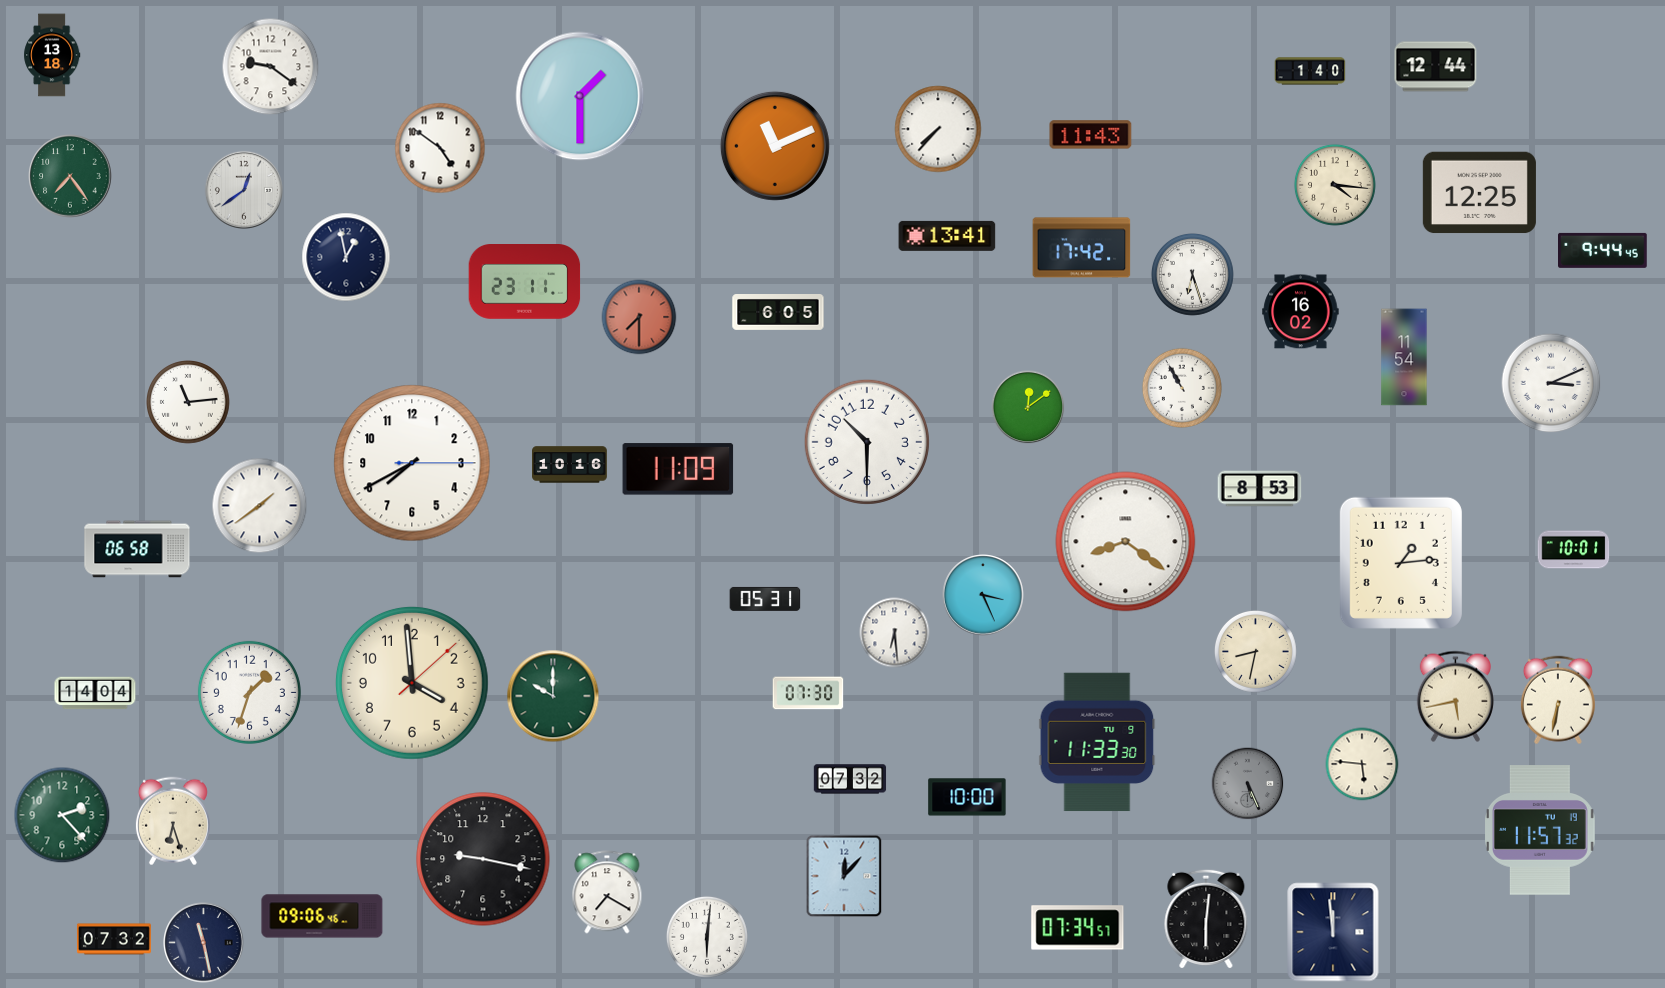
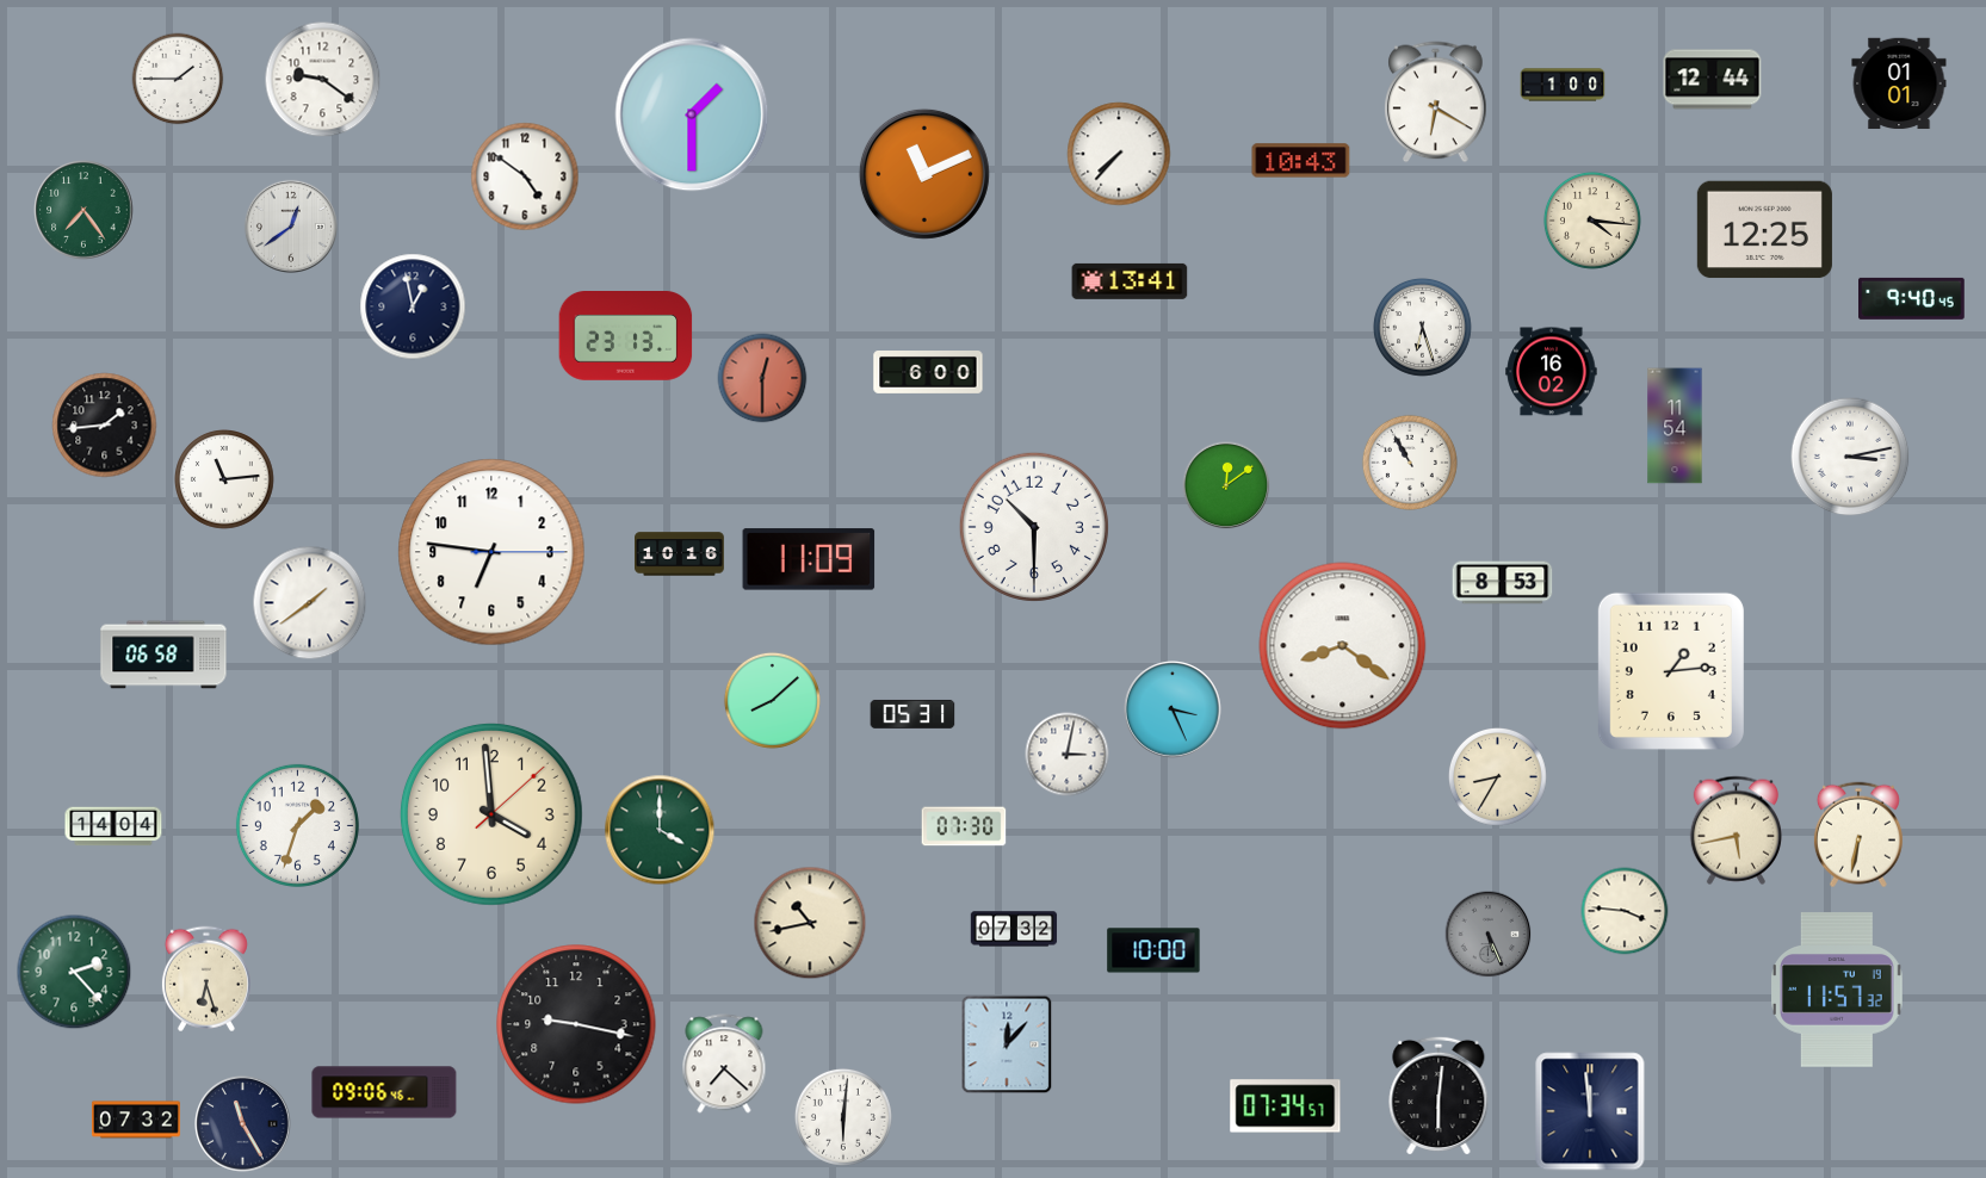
clock at (52, 55): 13:18 -> none
clock at (178, 79): none -> 1:45
clock at (1899, 83): none -> 01:01
clock at (1310, 71): 1:40 -> 1:00
clock at (1436, 103): none -> 6:20
clock at (1091, 135): 11:43 -> 10:43
clock at (1082, 248): 17:42 -> none
clock at (1603, 250): 9:44 -> 9:40
clock at (525, 282): 23:11 -> 23:13
clock at (778, 313): 6:05 -> 6:00
clock at (639, 317): 7:30 -> 12:30
clock at (105, 426): none -> 1:44
clock at (1551, 383): 3:11 -> 3:13
clock at (412, 463): 7:40 -> 6:46
clock at (1574, 550): 10:01 -> none
clock at (772, 700): none -> 8:08
clock at (895, 633): 6:29 -> 3:02
clock at (1255, 651): 8:32 -> 8:35
clock at (553, 696): 10:00 -> 4:00
clock at (1097, 742): 11:33 -> none
clock at (1362, 764): 5:46 -> 3:46
clock at (810, 923): none -> 10:43
clock at (607, 892): 7:20 -> 7:22
clock at (204, 943): 11:28 -> 11:25
